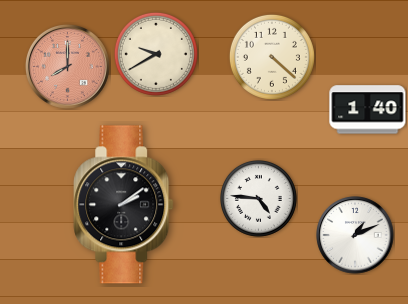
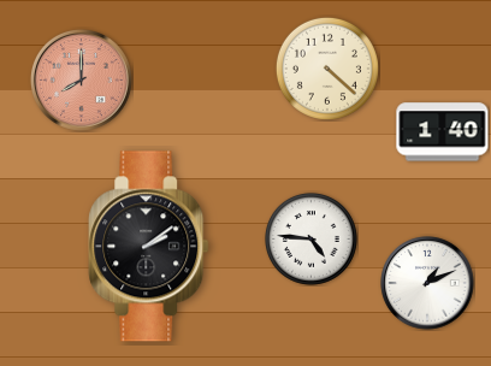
clock at (156, 54): 9:40 -> none
